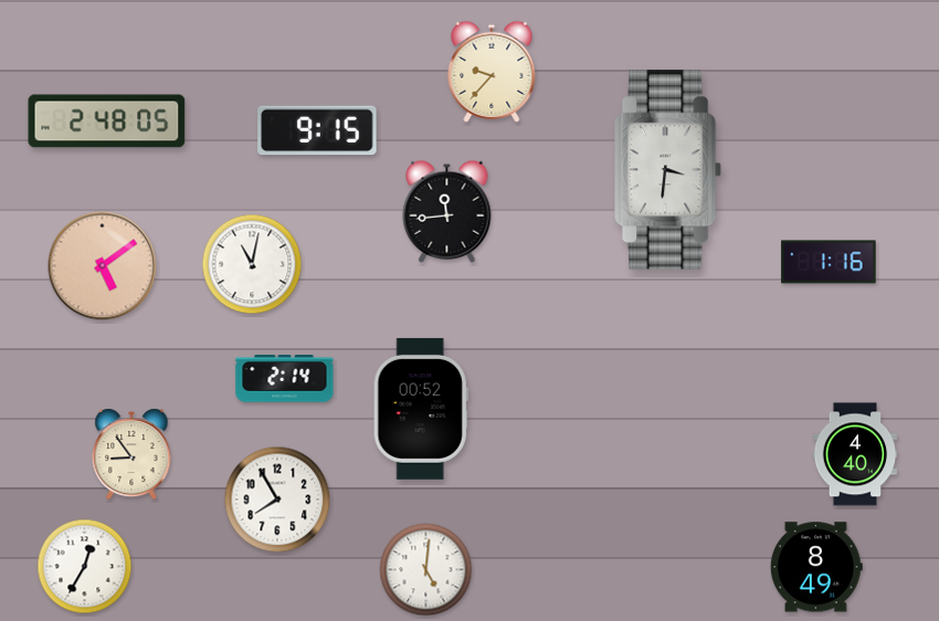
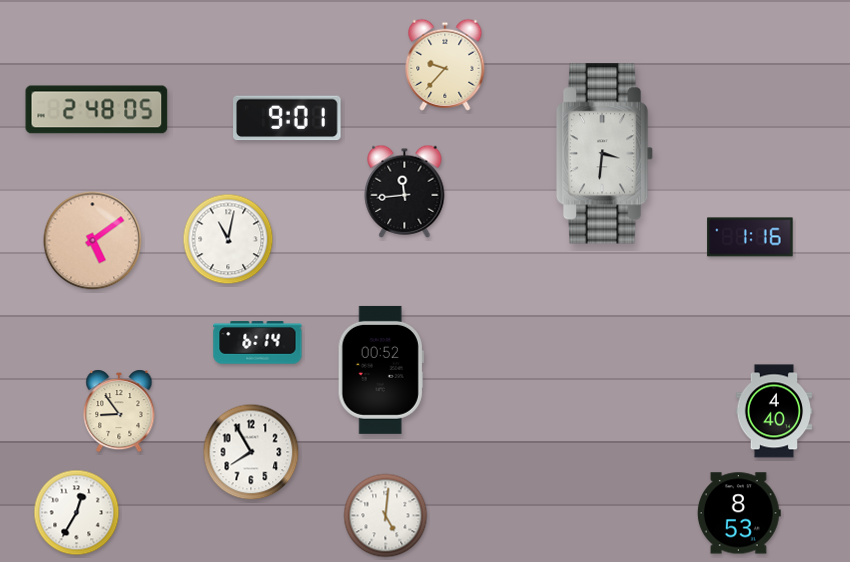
clock at (317, 130): 9:15 -> 9:01
clock at (285, 379): 2:14 -> 6:14
clock at (816, 567): 8:49 -> 8:53
